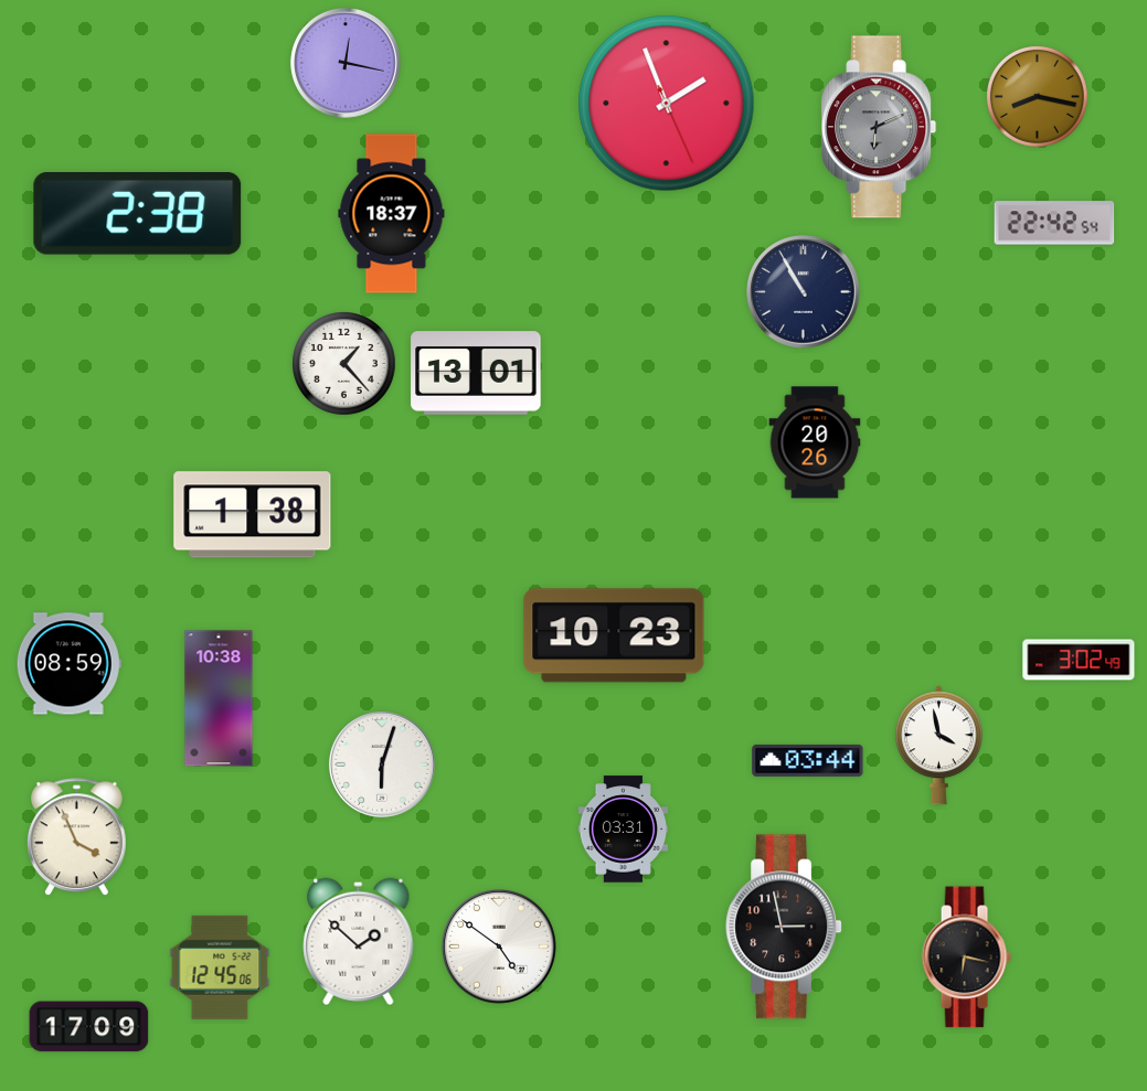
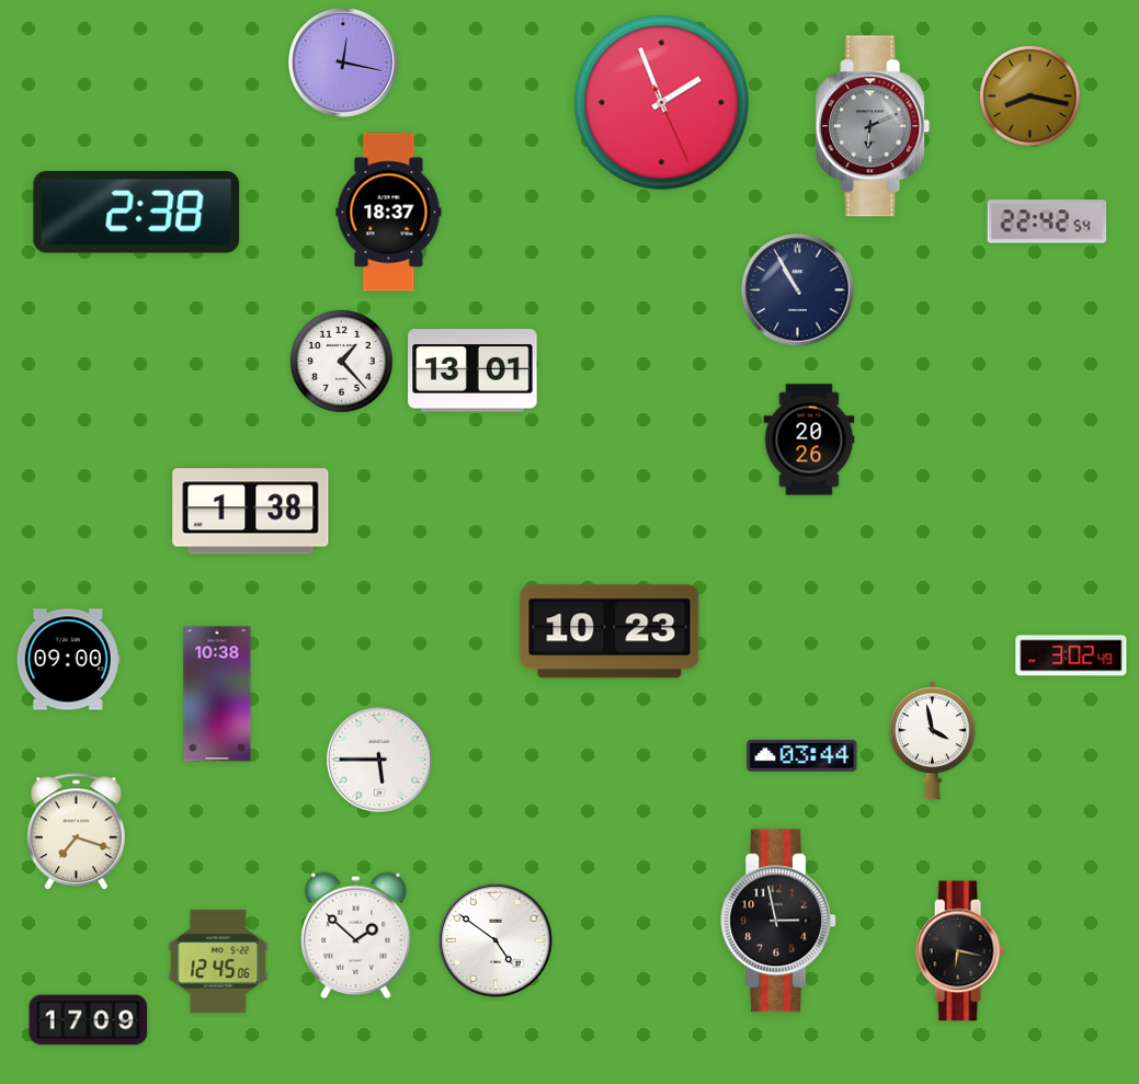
clock at (68, 664): 08:59 -> 09:00
clock at (382, 764): 6:03 -> 5:45
clock at (623, 830): 03:31 -> none
clock at (76, 837): 3:56 -> 7:18
